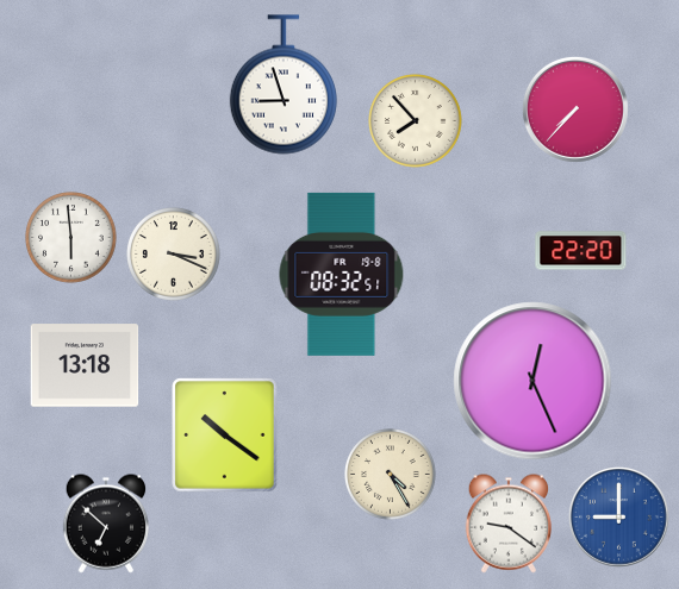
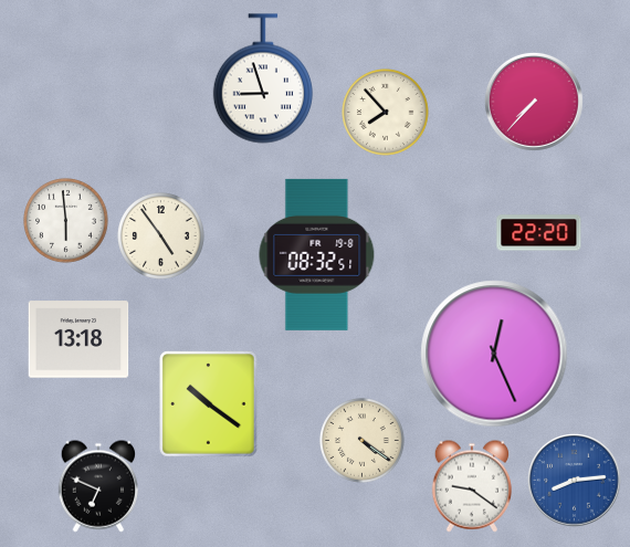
clock at (174, 255): 3:19 -> 4:54
clock at (391, 475): 4:25 -> 4:21
clock at (619, 518): 9:00 -> 8:14
clock at (105, 524): 6:52 -> 6:49
